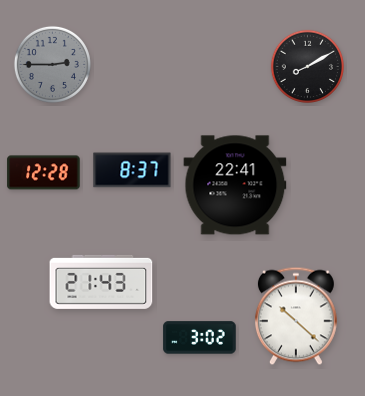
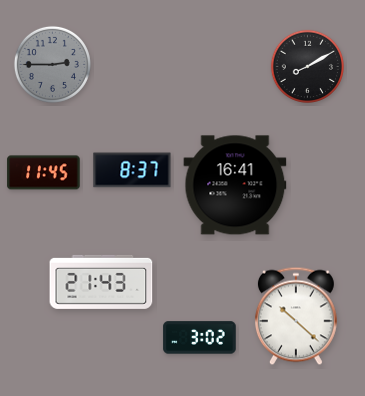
clock at (44, 173): 12:28 -> 11:45
clock at (235, 185): 22:41 -> 16:41
